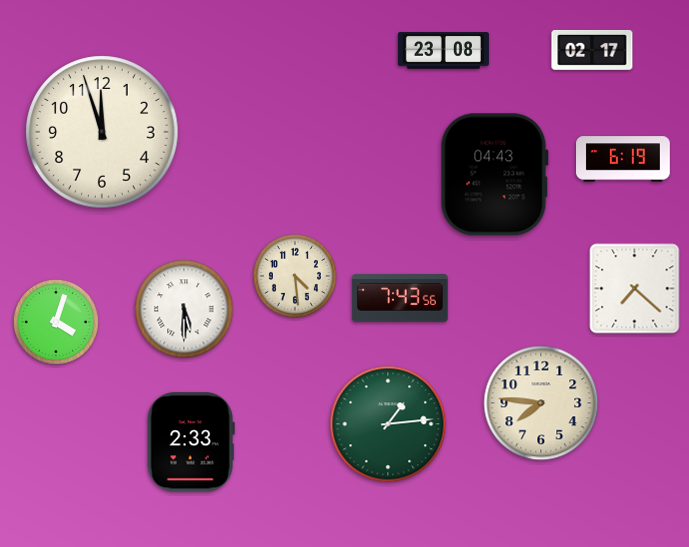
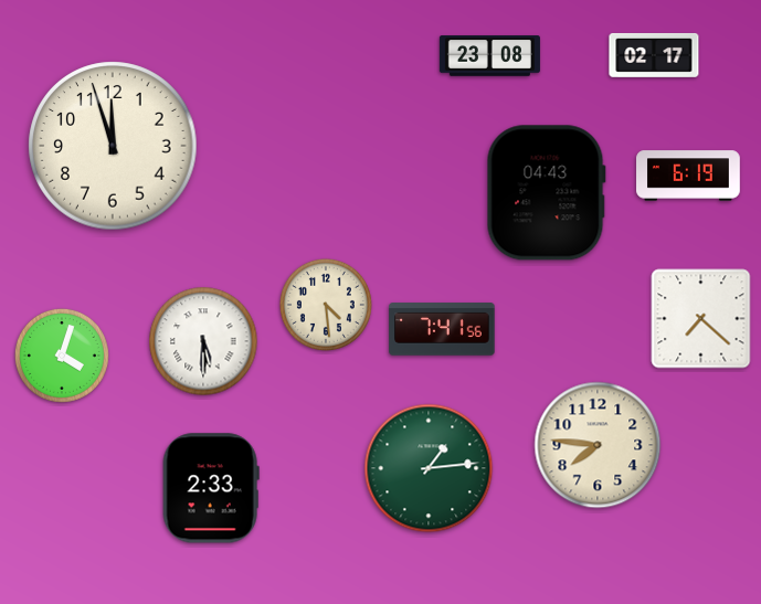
clock at (400, 298): 7:43 -> 7:41
